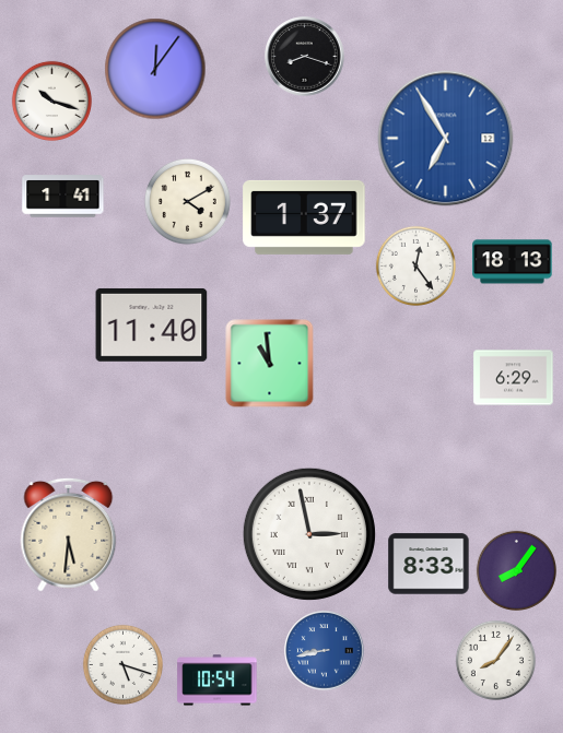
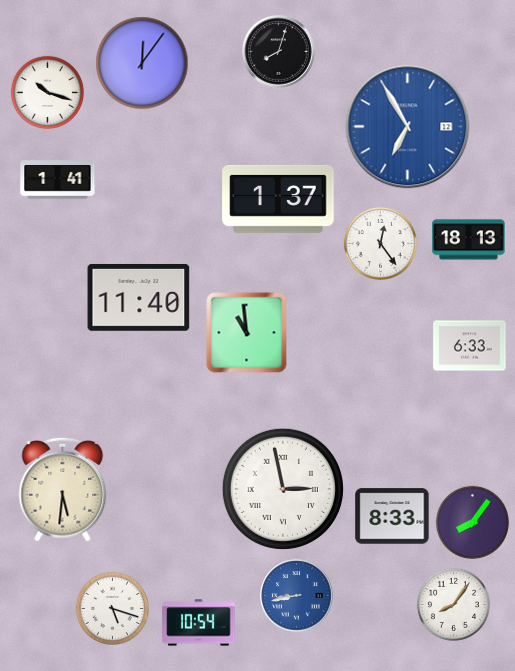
clock at (305, 57): 8:18 -> 8:03
clock at (187, 201): 4:10 -> none
clock at (514, 378): 6:29 -> 6:33
